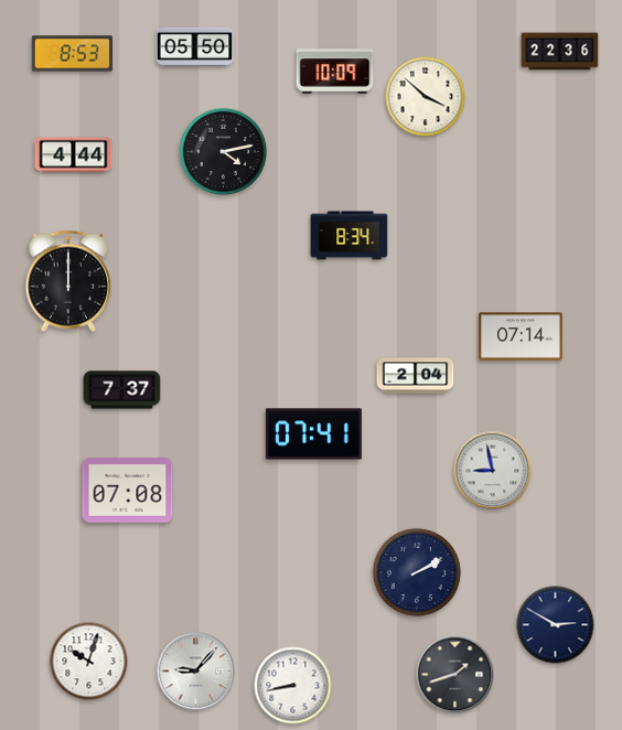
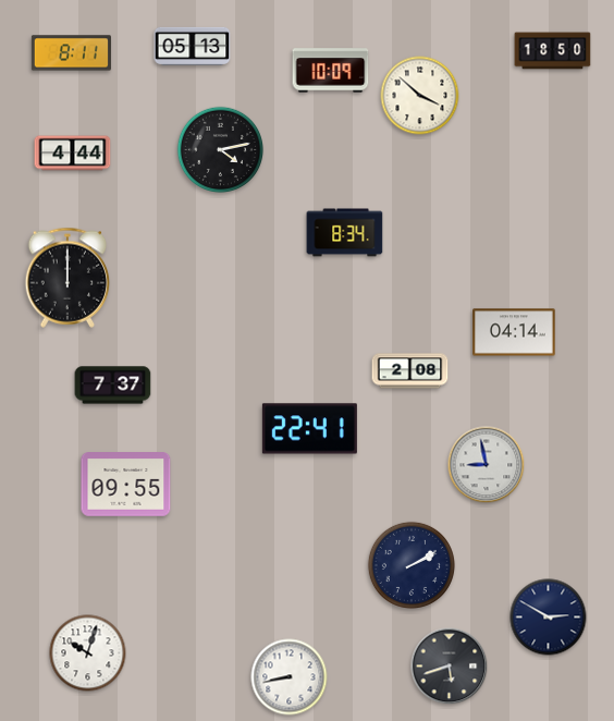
clock at (195, 46): 05:50 -> 05:13
clock at (560, 52): 22:36 -> 18:50
clock at (72, 54): 8:53 -> 8:11
clock at (521, 336): 07:14 -> 04:14
clock at (416, 376): 2:04 -> 2:08
clock at (122, 390) position: (122, 390) -> (113, 386)
clock at (313, 434): 07:41 -> 22:41
clock at (128, 491): 07:08 -> 09:55
clock at (196, 672): 9:07 -> none
clock at (455, 675): 1:42 -> 5:42
